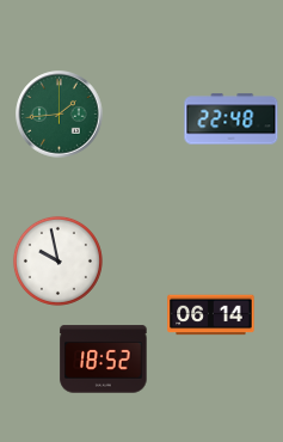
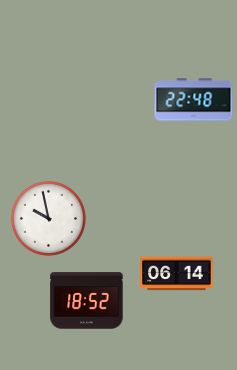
clock at (60, 115): 1:44 -> none
clock at (211, 315) position: (211, 315) -> (177, 274)
